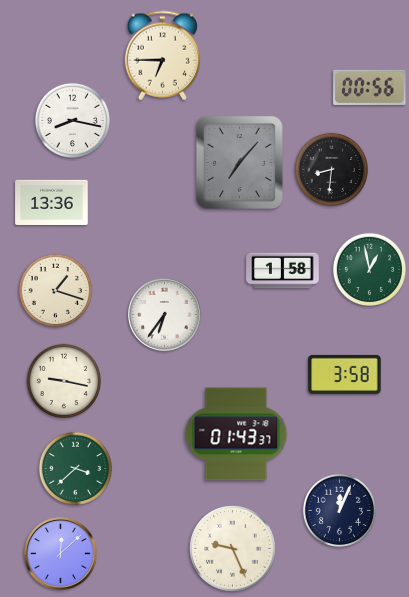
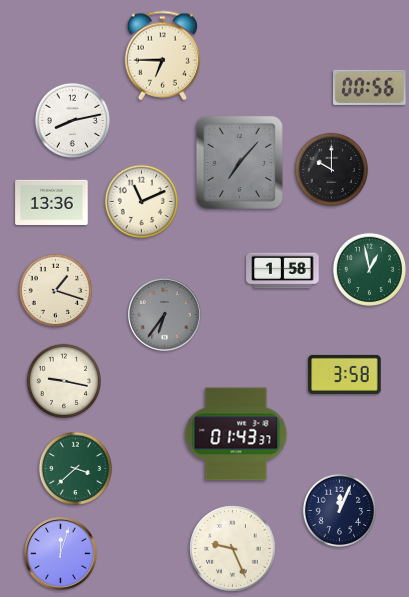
clock at (72, 120): 8:17 -> 8:13
clock at (331, 169): 8:31 -> 10:00
clock at (141, 201): none -> 11:11
clock at (165, 315) dial: white -> grey
clock at (61, 554): 12:08 -> 12:03
